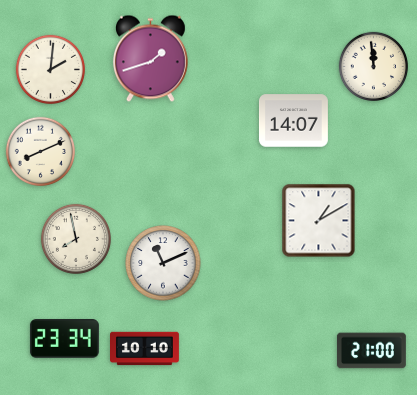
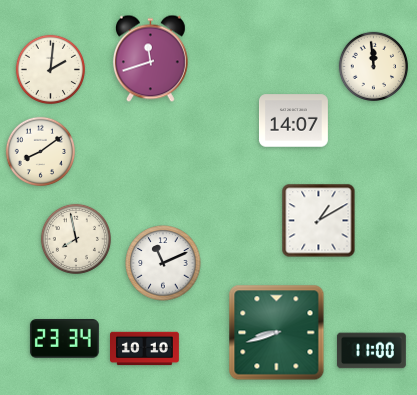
clock at (150, 59): 1:42 -> 11:42
clock at (40, 151): 8:11 -> 8:09
clock at (277, 333): none -> 8:42
clock at (371, 351): 21:00 -> 11:00
